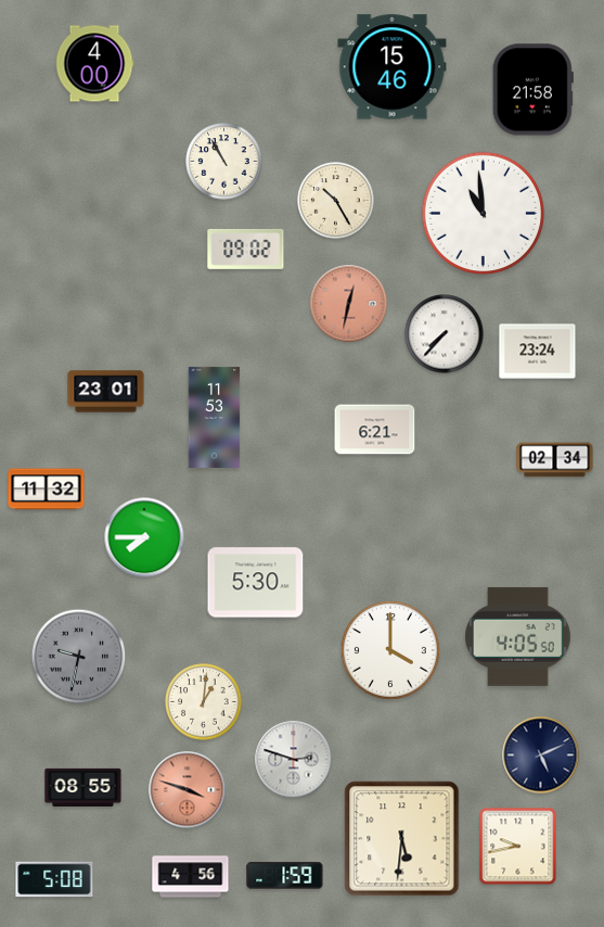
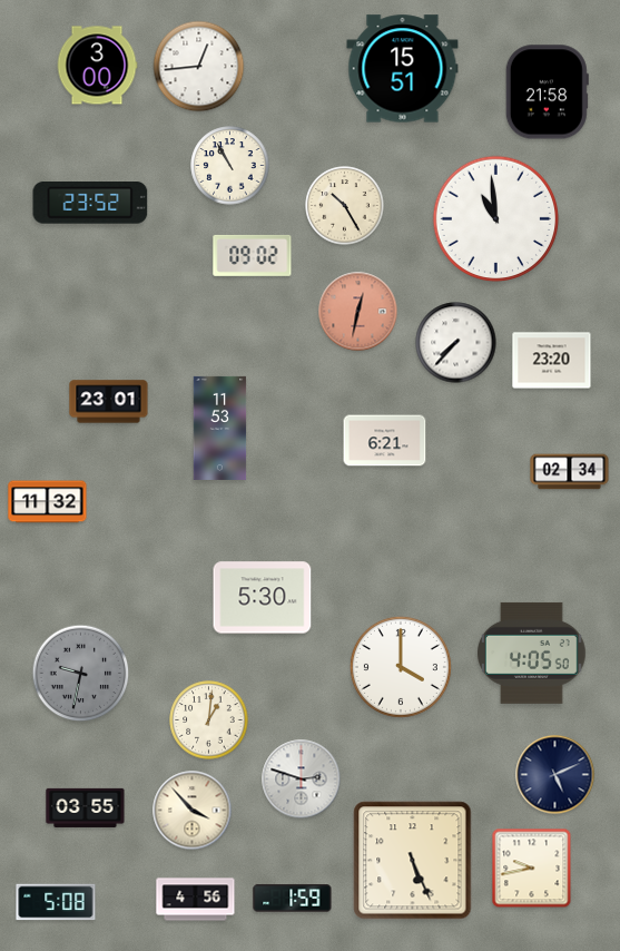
clock at (94, 64): 4:00 -> 3:00
clock at (199, 67): none -> 12:44
clock at (393, 67): 15:46 -> 15:51
clock at (90, 204): none -> 23:52
clock at (538, 352): 23:24 -> 23:20
clock at (144, 537): 7:45 -> none
clock at (83, 787): 08:55 -> 03:55
clock at (188, 790): 3:48 -> 3:53
clock at (188, 790) dial: salmon -> cream
clock at (402, 839): 5:31 -> 5:26
